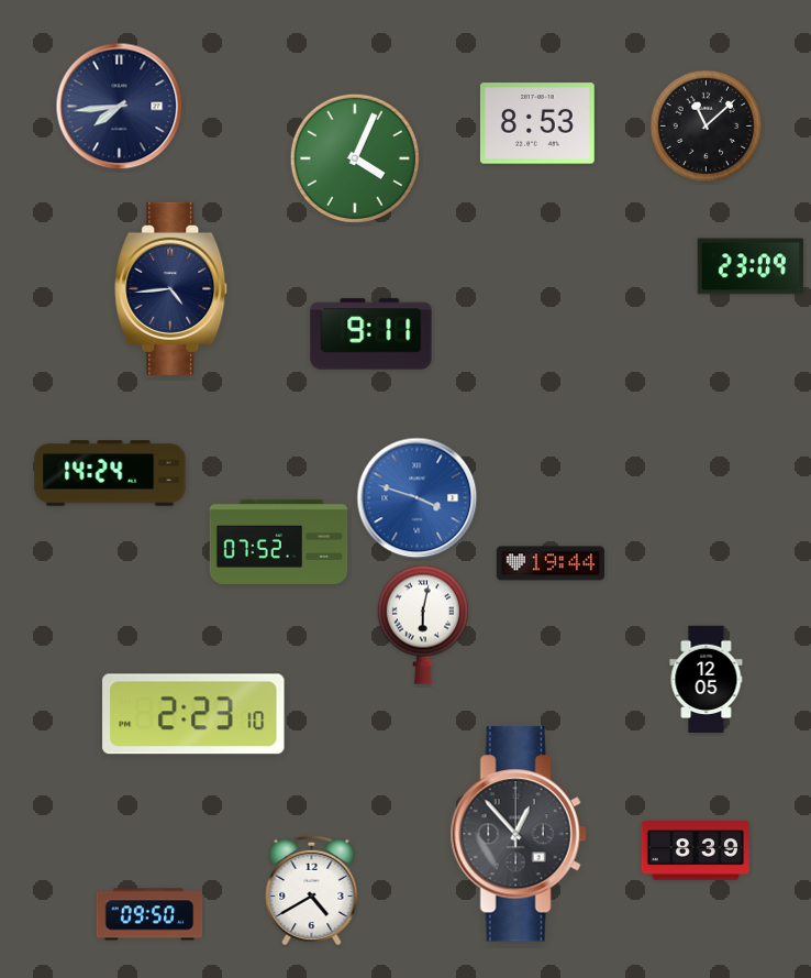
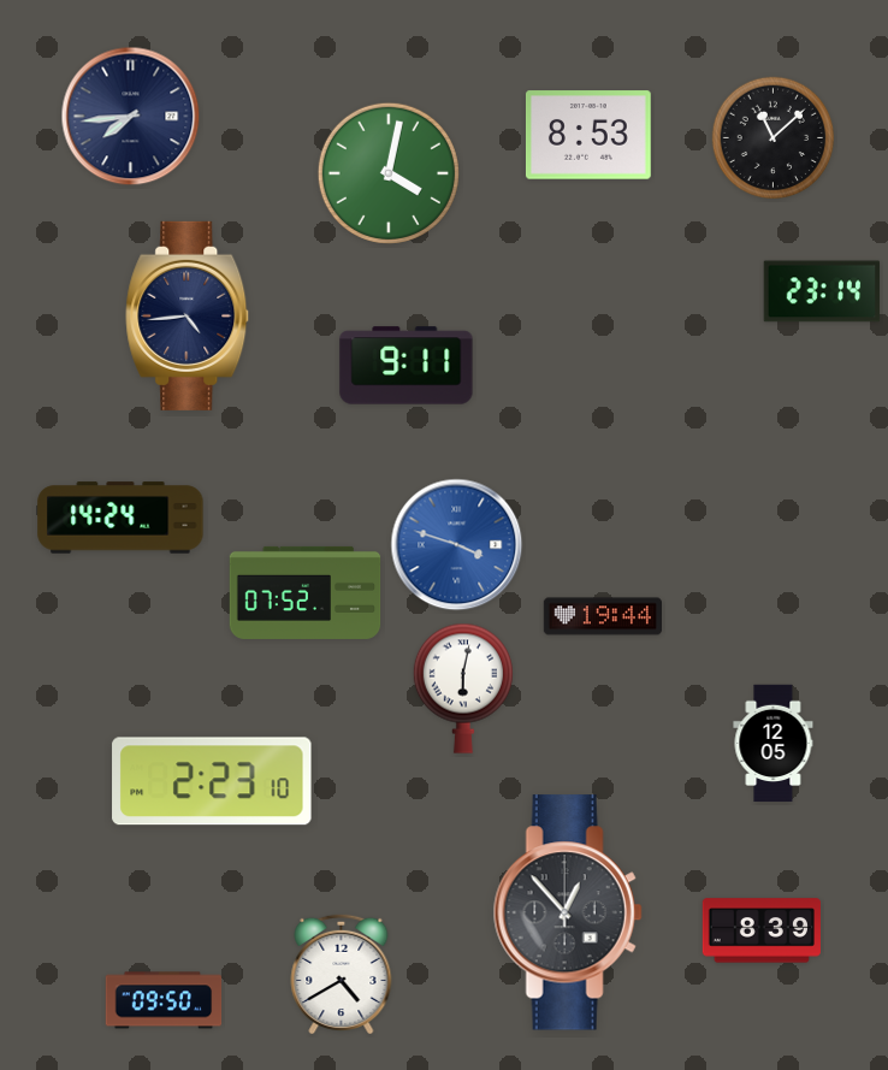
clock at (355, 158): 4:04 -> 4:02
clock at (751, 266): 23:09 -> 23:14
clock at (423, 625) position: (423, 625) -> (463, 688)
